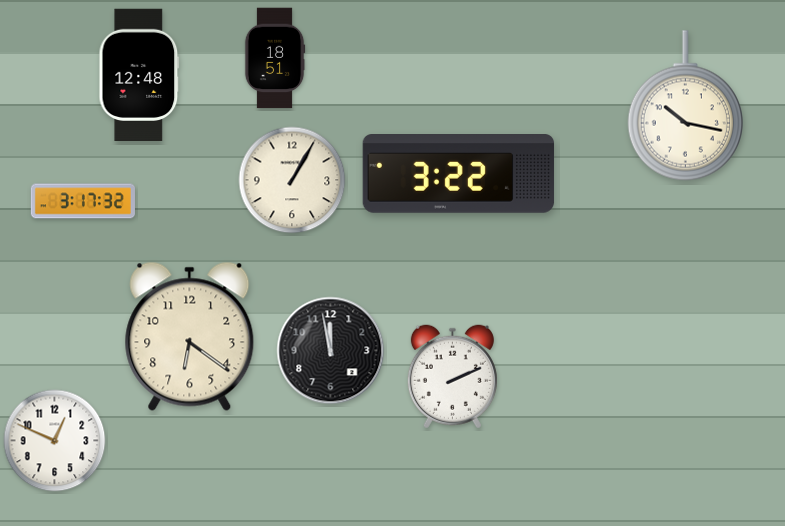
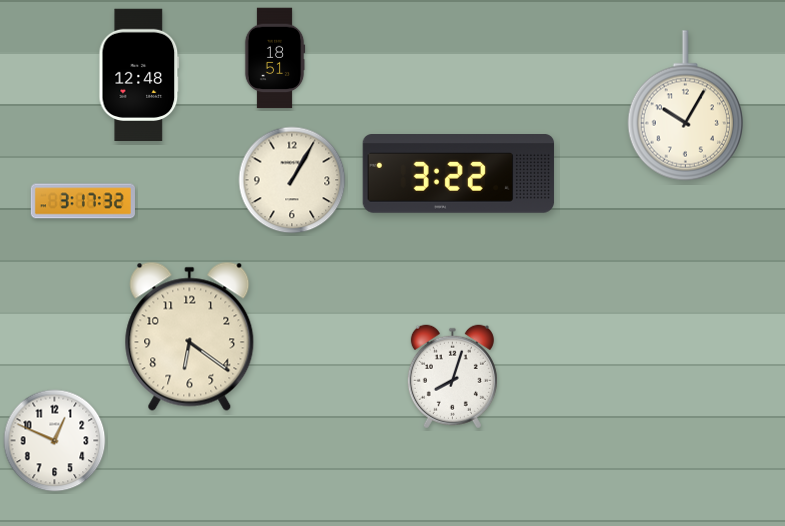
clock at (685, 106): 10:17 -> 10:05
clock at (331, 351): 11:58 -> none
clock at (452, 377): 2:11 -> 8:03
